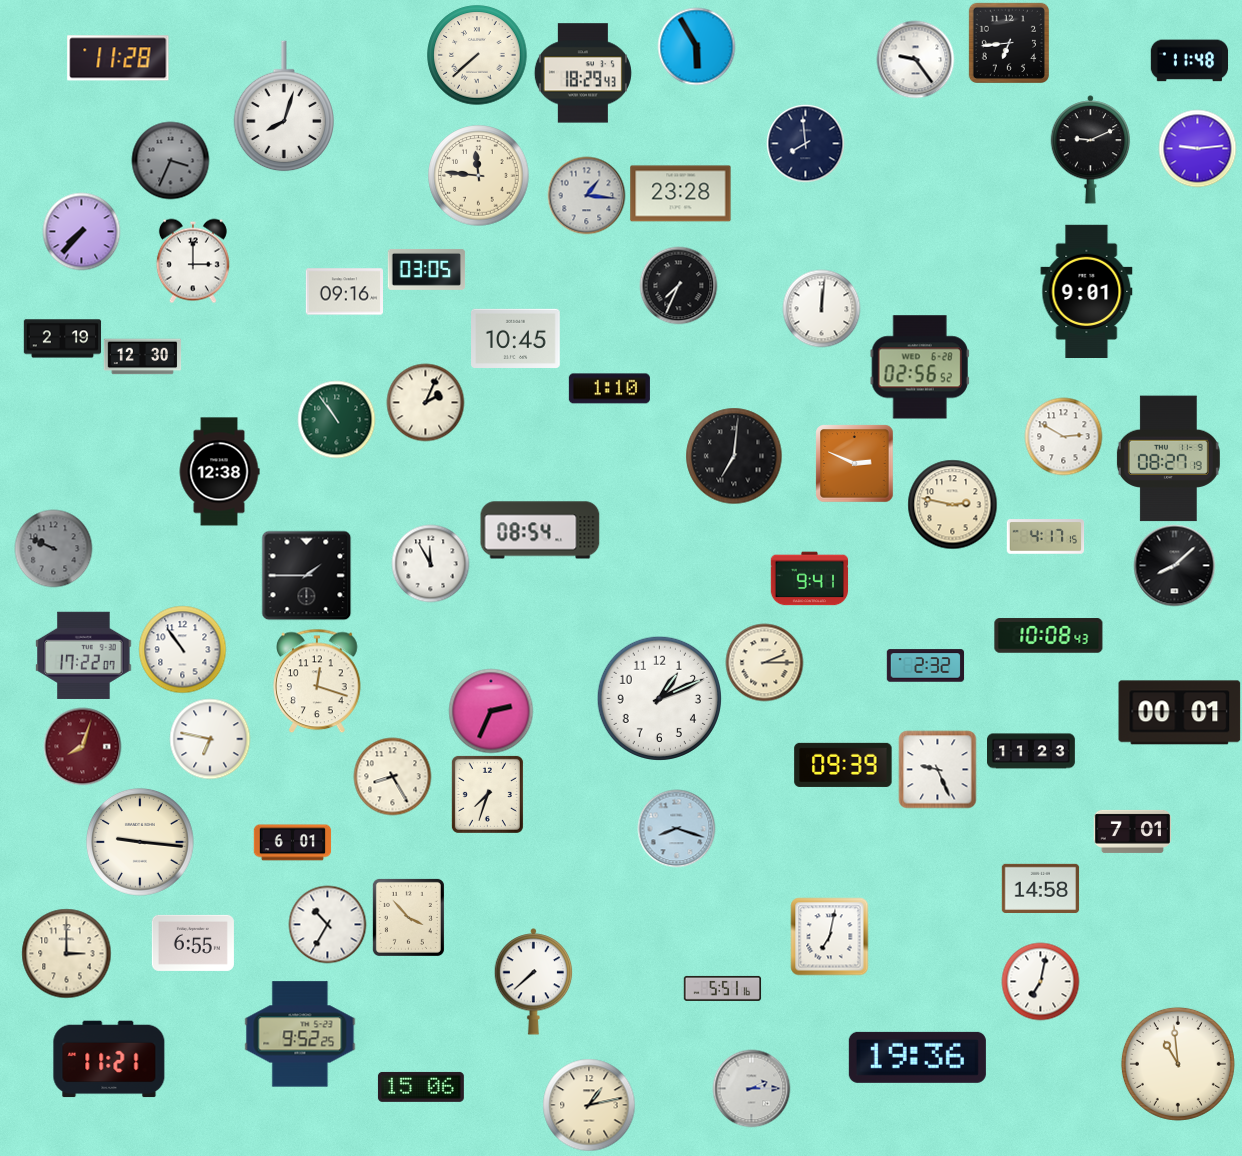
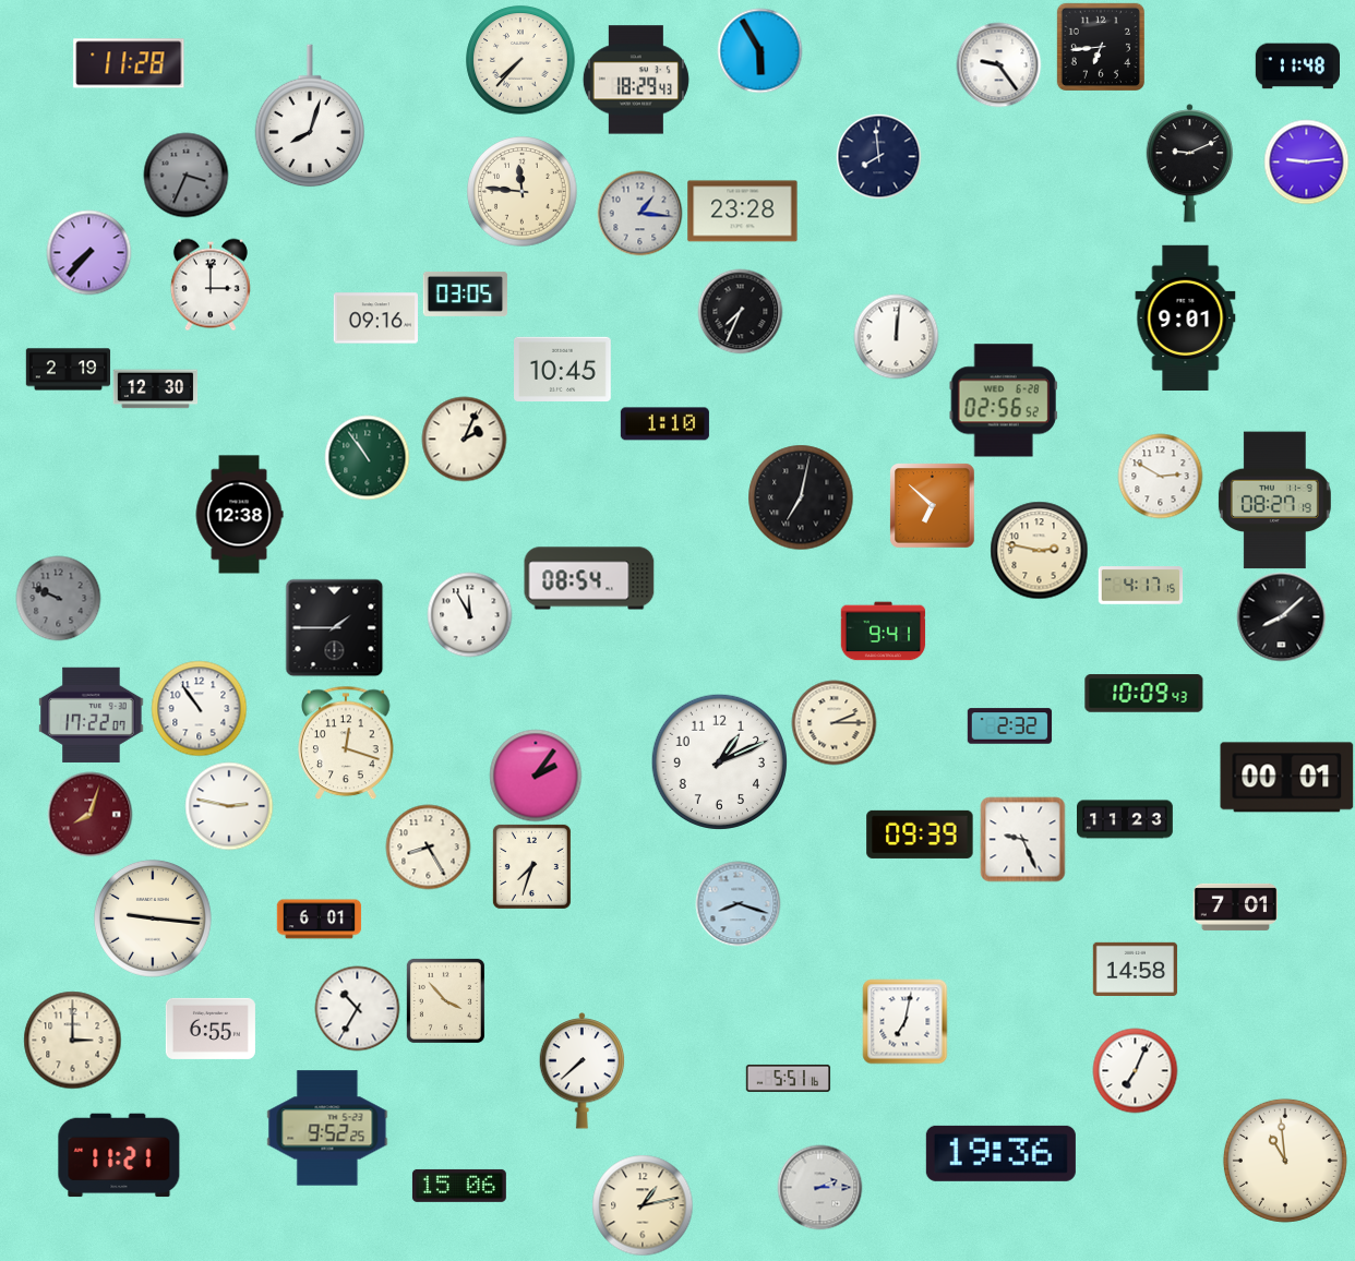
clock at (477, 55): 7:38 -> 7:37
clock at (734, 456): 7:01 -> 7:02
clock at (854, 463): 2:49 -> 6:52
clock at (1049, 636): 10:08 -> 10:09
clock at (491, 711): 2:34 -> 2:06
clock at (210, 739): 6:47 -> 2:47
clock at (1040, 981): 7:02 -> 7:04
